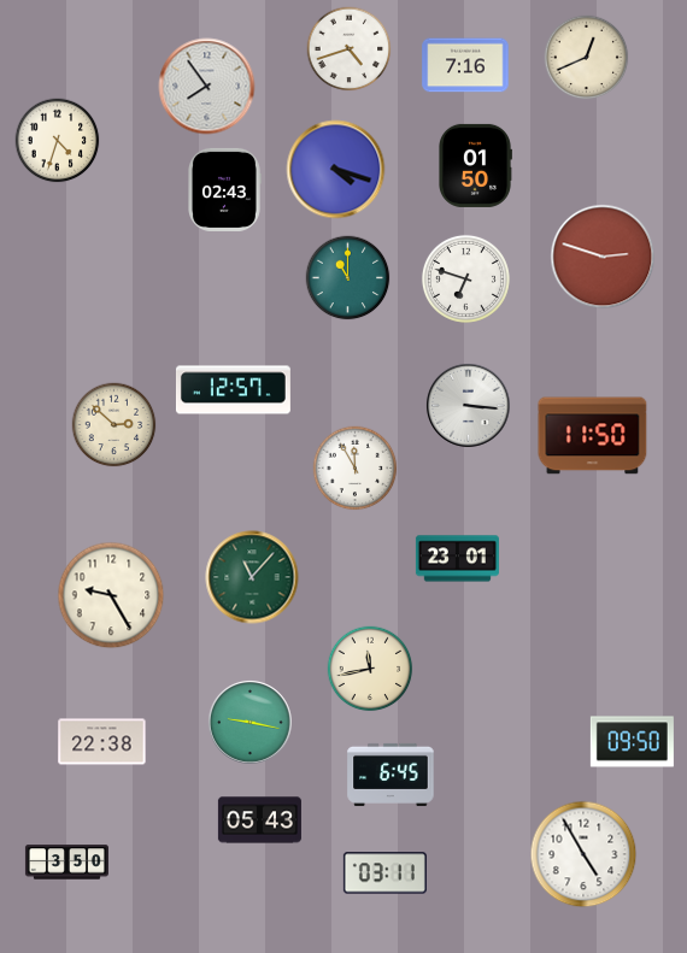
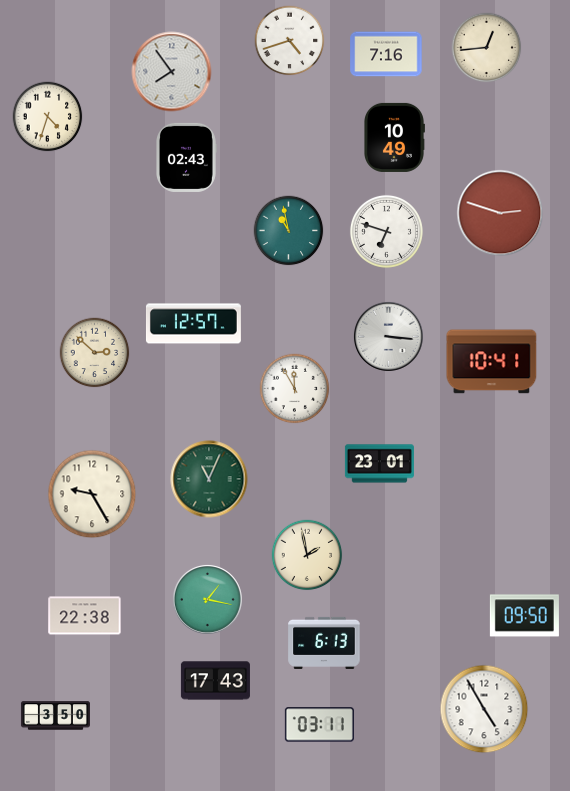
clock at (587, 58): 12:41 -> 12:44
clock at (476, 165): 01:50 -> 10:49
clock at (336, 170): 4:18 -> none
clock at (348, 278): 11:00 -> 10:58
clock at (593, 436): 11:50 -> 10:41
clock at (252, 577): 11:07 -> 11:04
clock at (370, 669): 11:43 -> 1:58
clock at (251, 723): 9:17 -> 1:17
clock at (391, 775): 6:45 -> 6:13
clock at (259, 820): 05:43 -> 17:43
